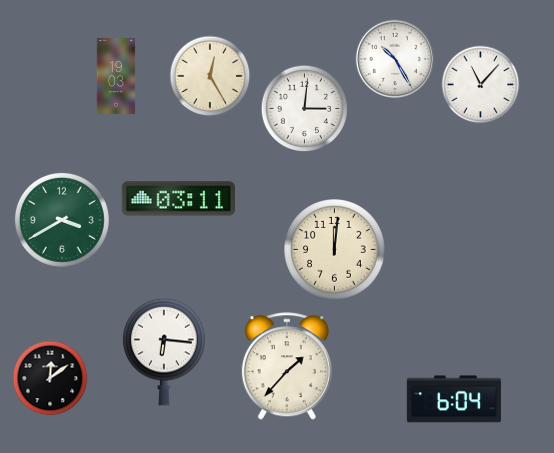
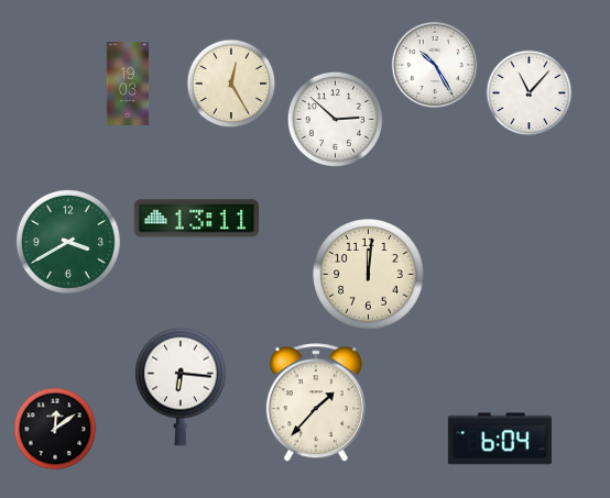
clock at (304, 108): 3:01 -> 2:52
clock at (178, 199): 03:11 -> 13:11
clock at (50, 378) position: (50, 378) -> (55, 429)
